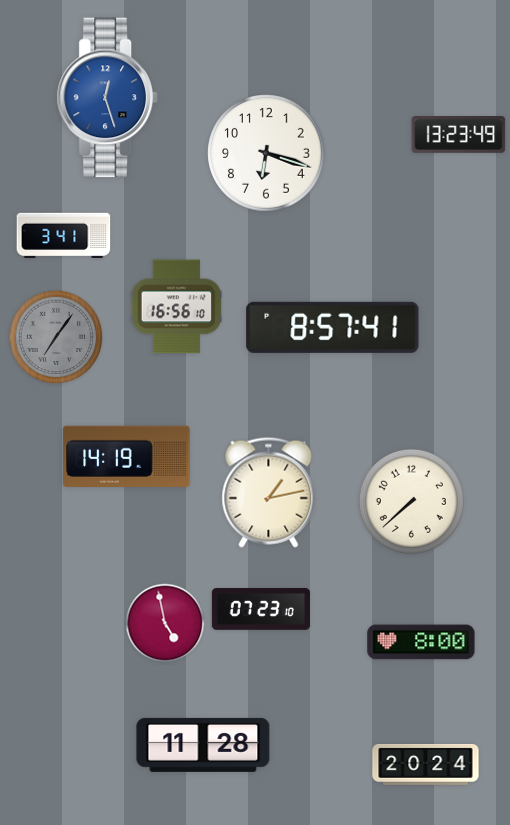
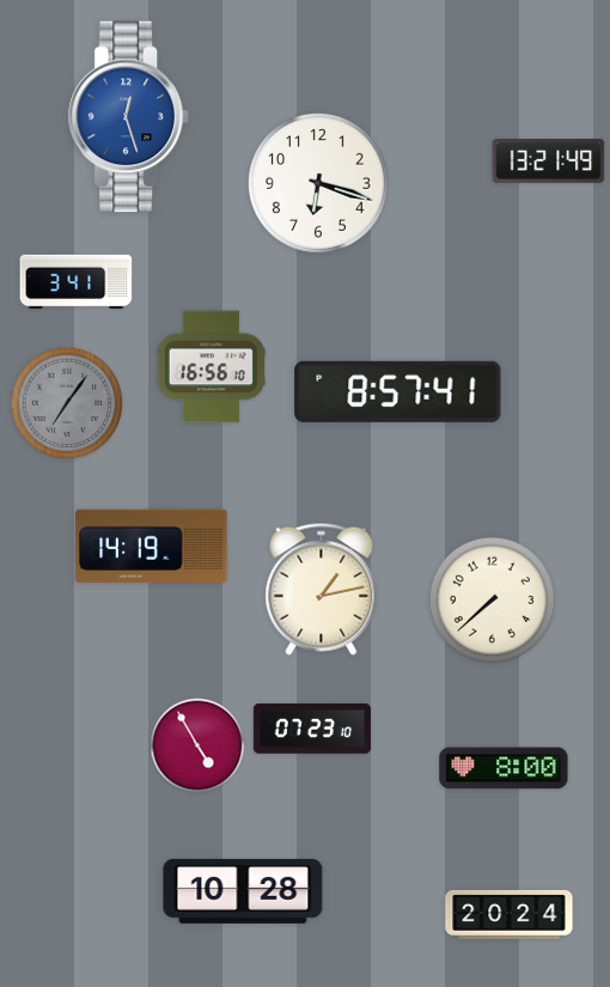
clock at (459, 135): 13:23 -> 13:21
clock at (165, 623): 4:58 -> 4:55
clock at (203, 745): 11:28 -> 10:28
